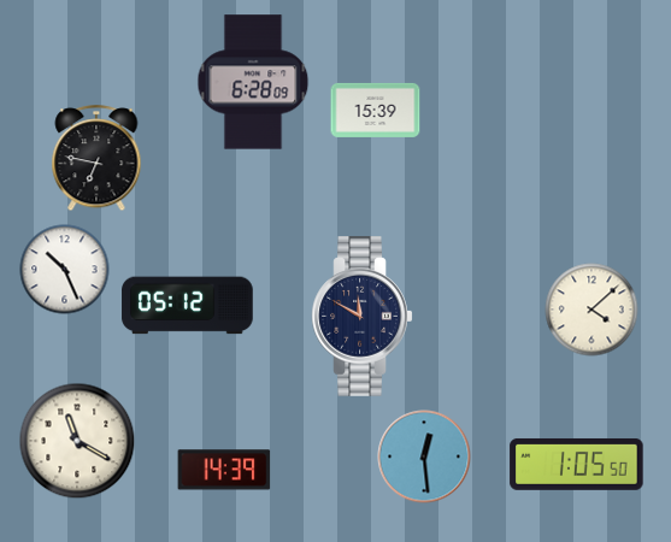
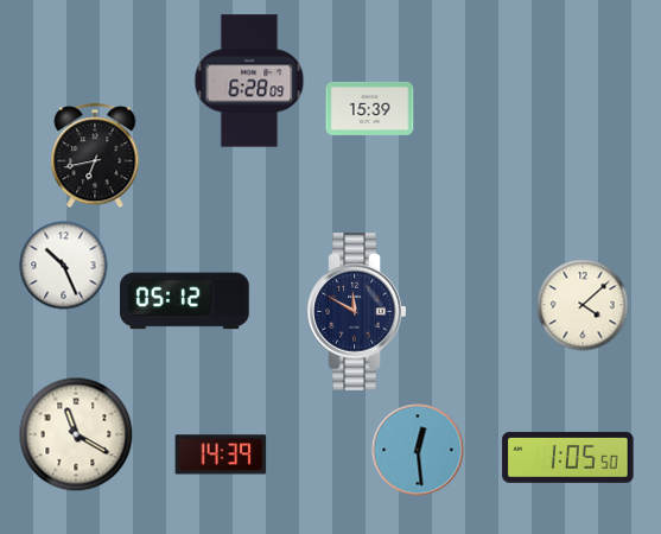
clock at (96, 159): 6:47 -> 6:43
clock at (224, 470) position: (224, 470) -> (221, 454)
